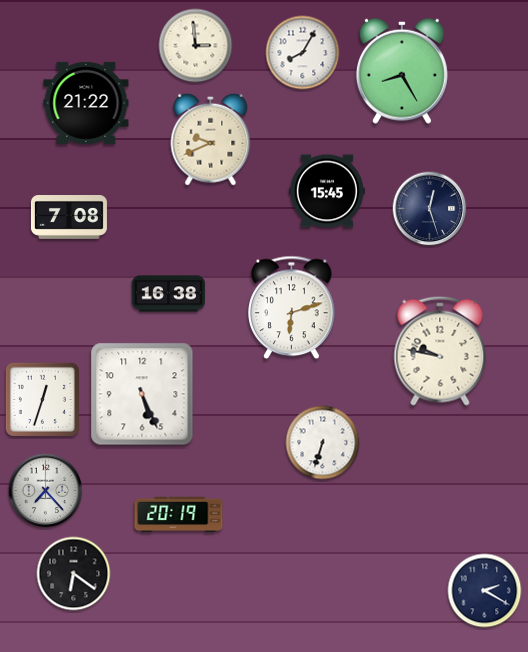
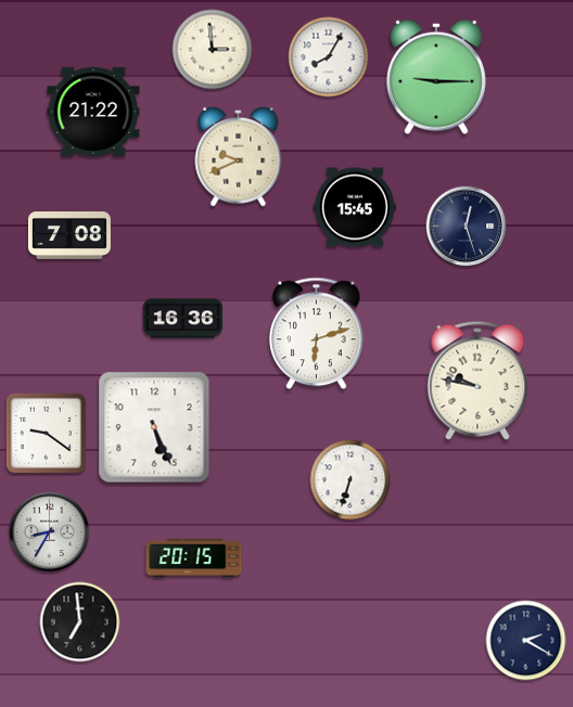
clock at (402, 71): 8:25 -> 9:15
clock at (211, 139) position: (211, 139) -> (239, 156)
clock at (69, 218) position: (69, 218) -> (69, 236)
clock at (169, 294): 16:38 -> 16:36
clock at (42, 399): 12:33 -> 9:21
clock at (46, 491): 7:23 -> 8:35
clock at (179, 515): 20:19 -> 20:15
clock at (74, 574): 6:21 -> 6:59
